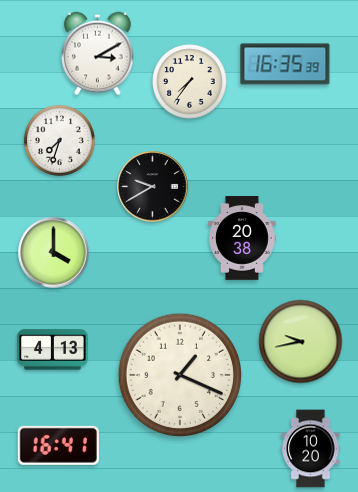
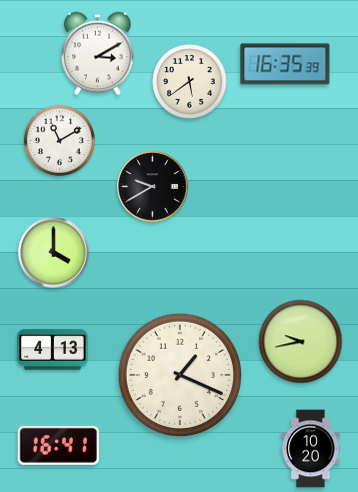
clock at (190, 82): 7:36 -> 5:39
clock at (59, 140): 7:33 -> 11:10
clock at (242, 238): 20:38 -> none
